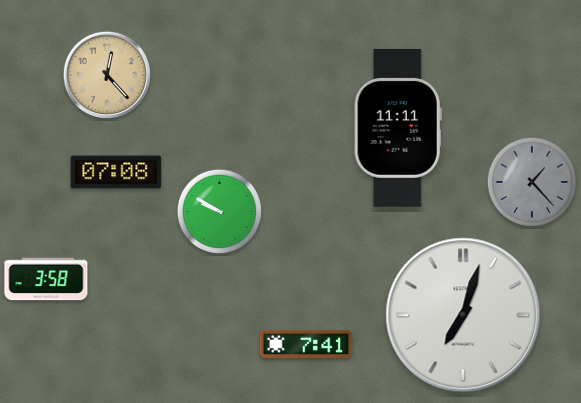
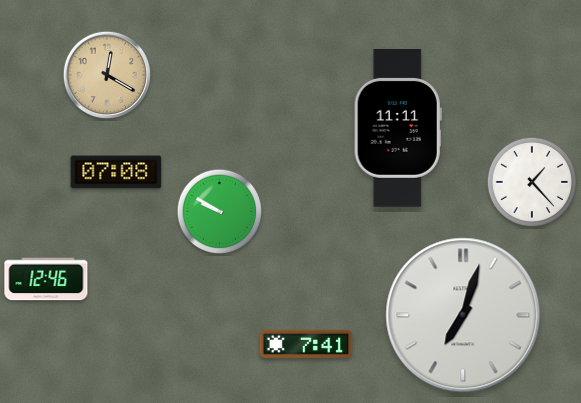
clock at (107, 75): 12:23 -> 12:20
clock at (531, 181) dial: grey -> white
clock at (46, 279): 3:58 -> 12:46
